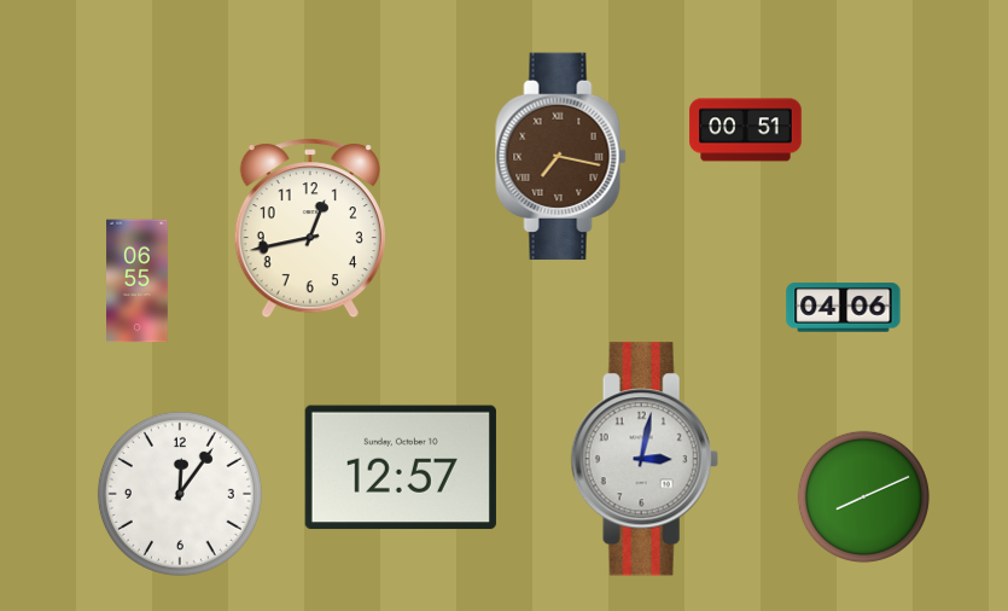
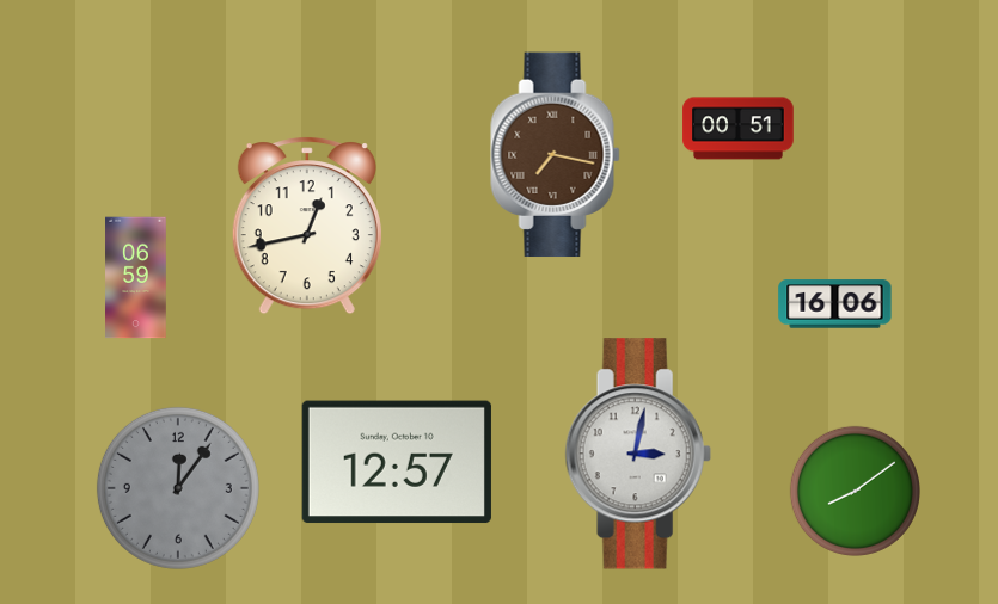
clock at (138, 281): 06:55 -> 06:59
clock at (844, 308): 04:06 -> 16:06
clock at (180, 494) dial: white -> grey
clock at (863, 496): 8:11 -> 8:09
